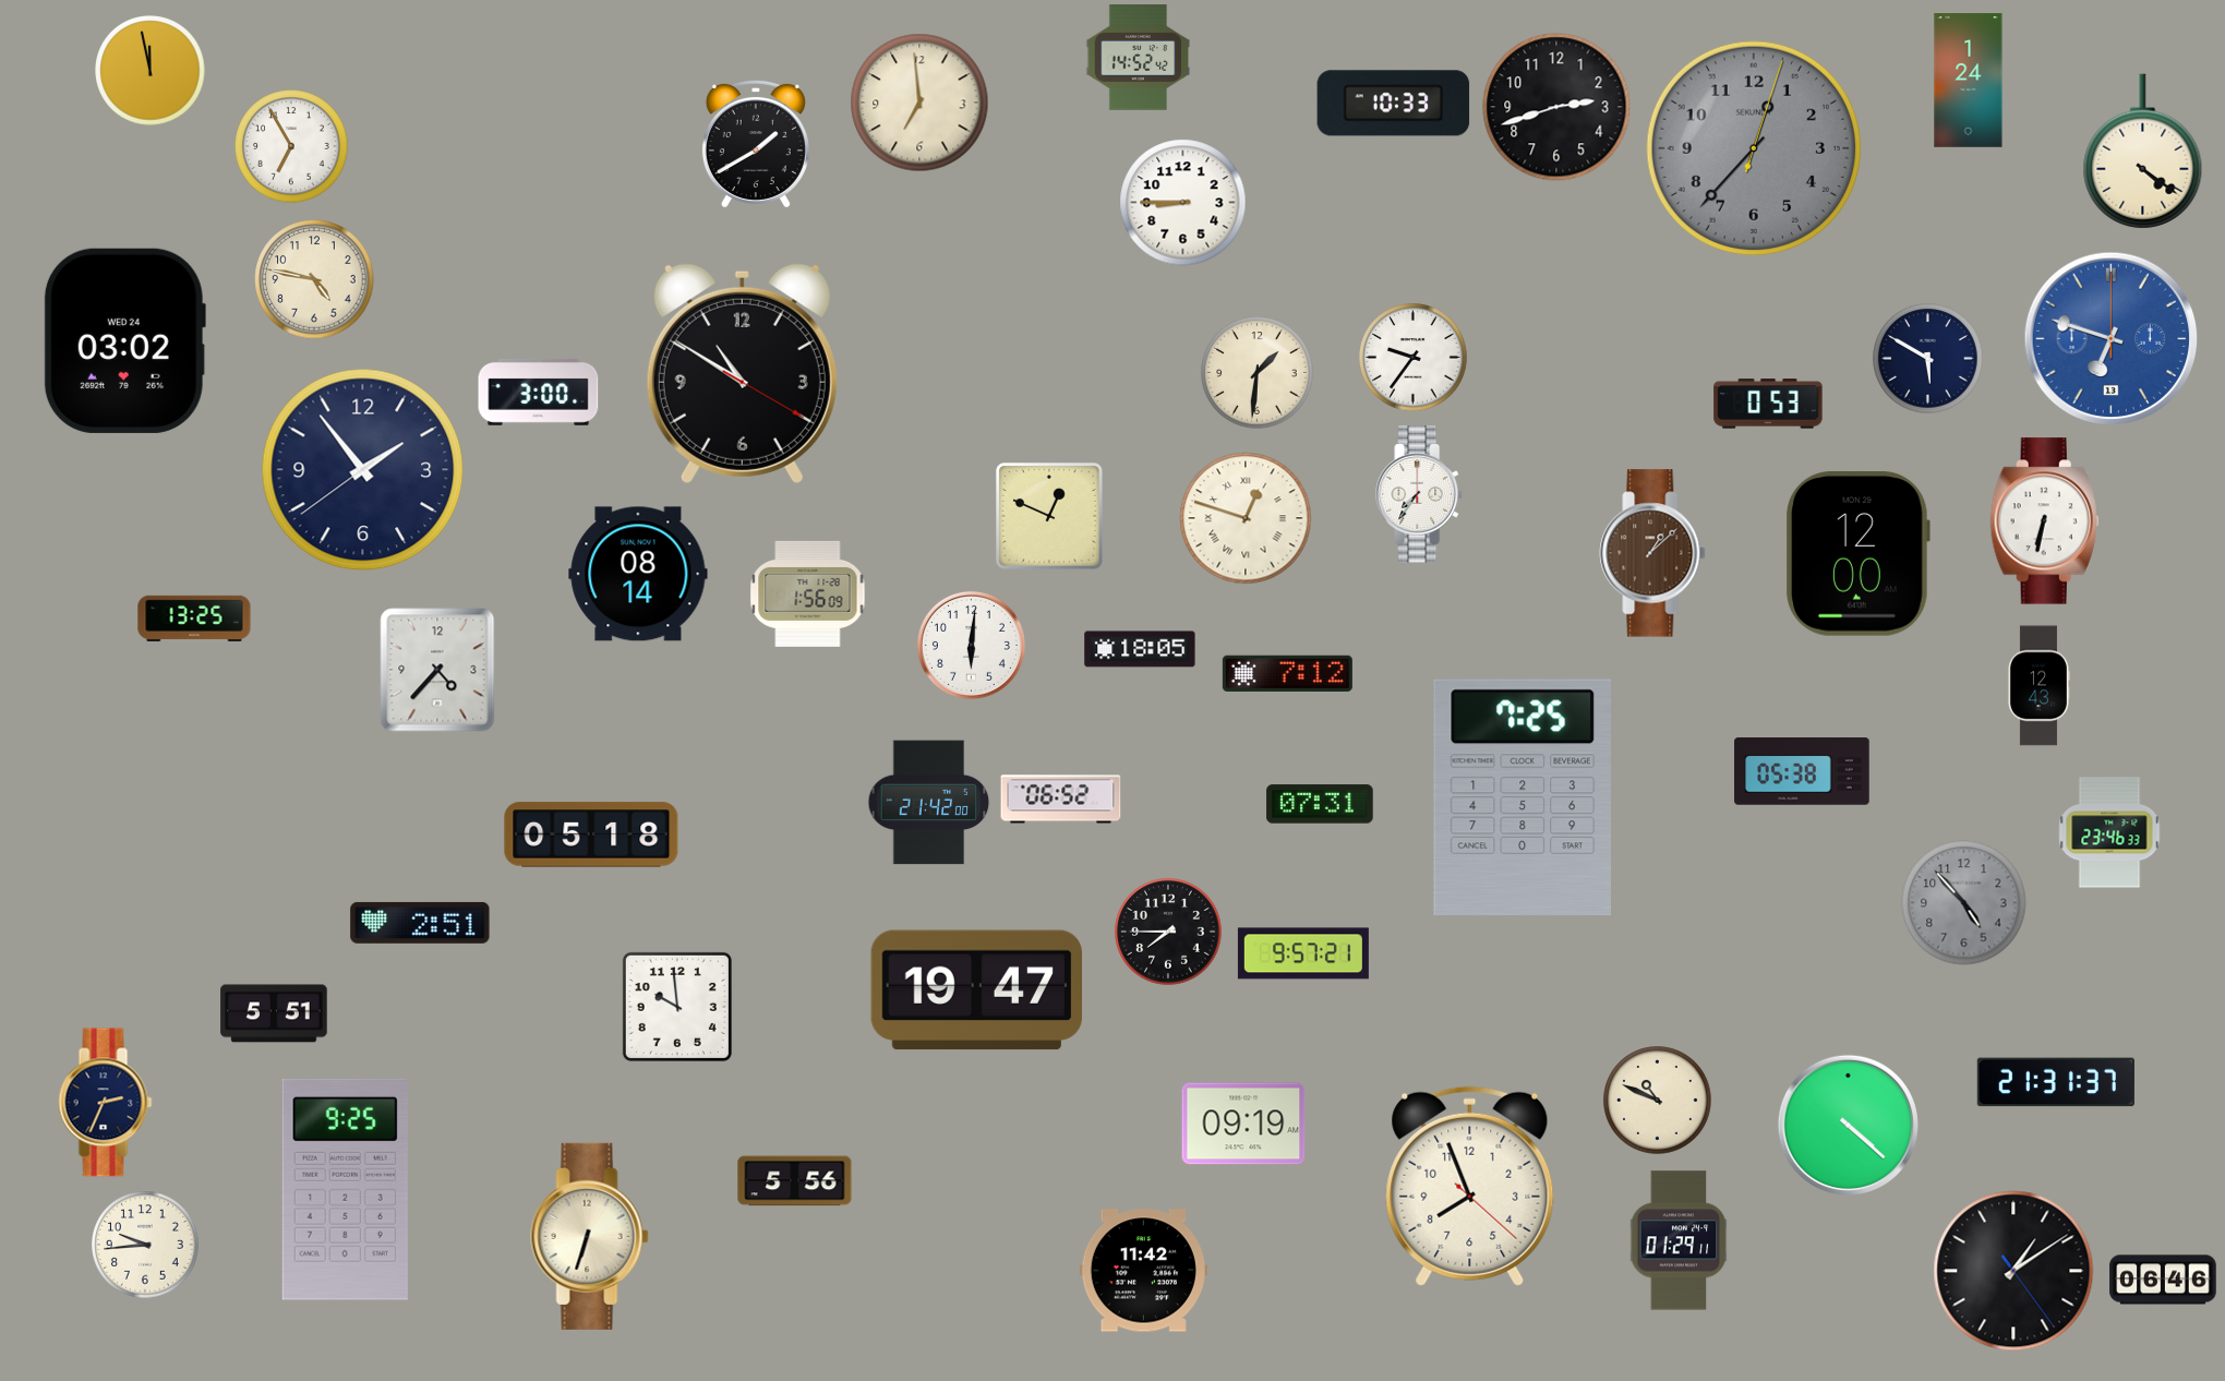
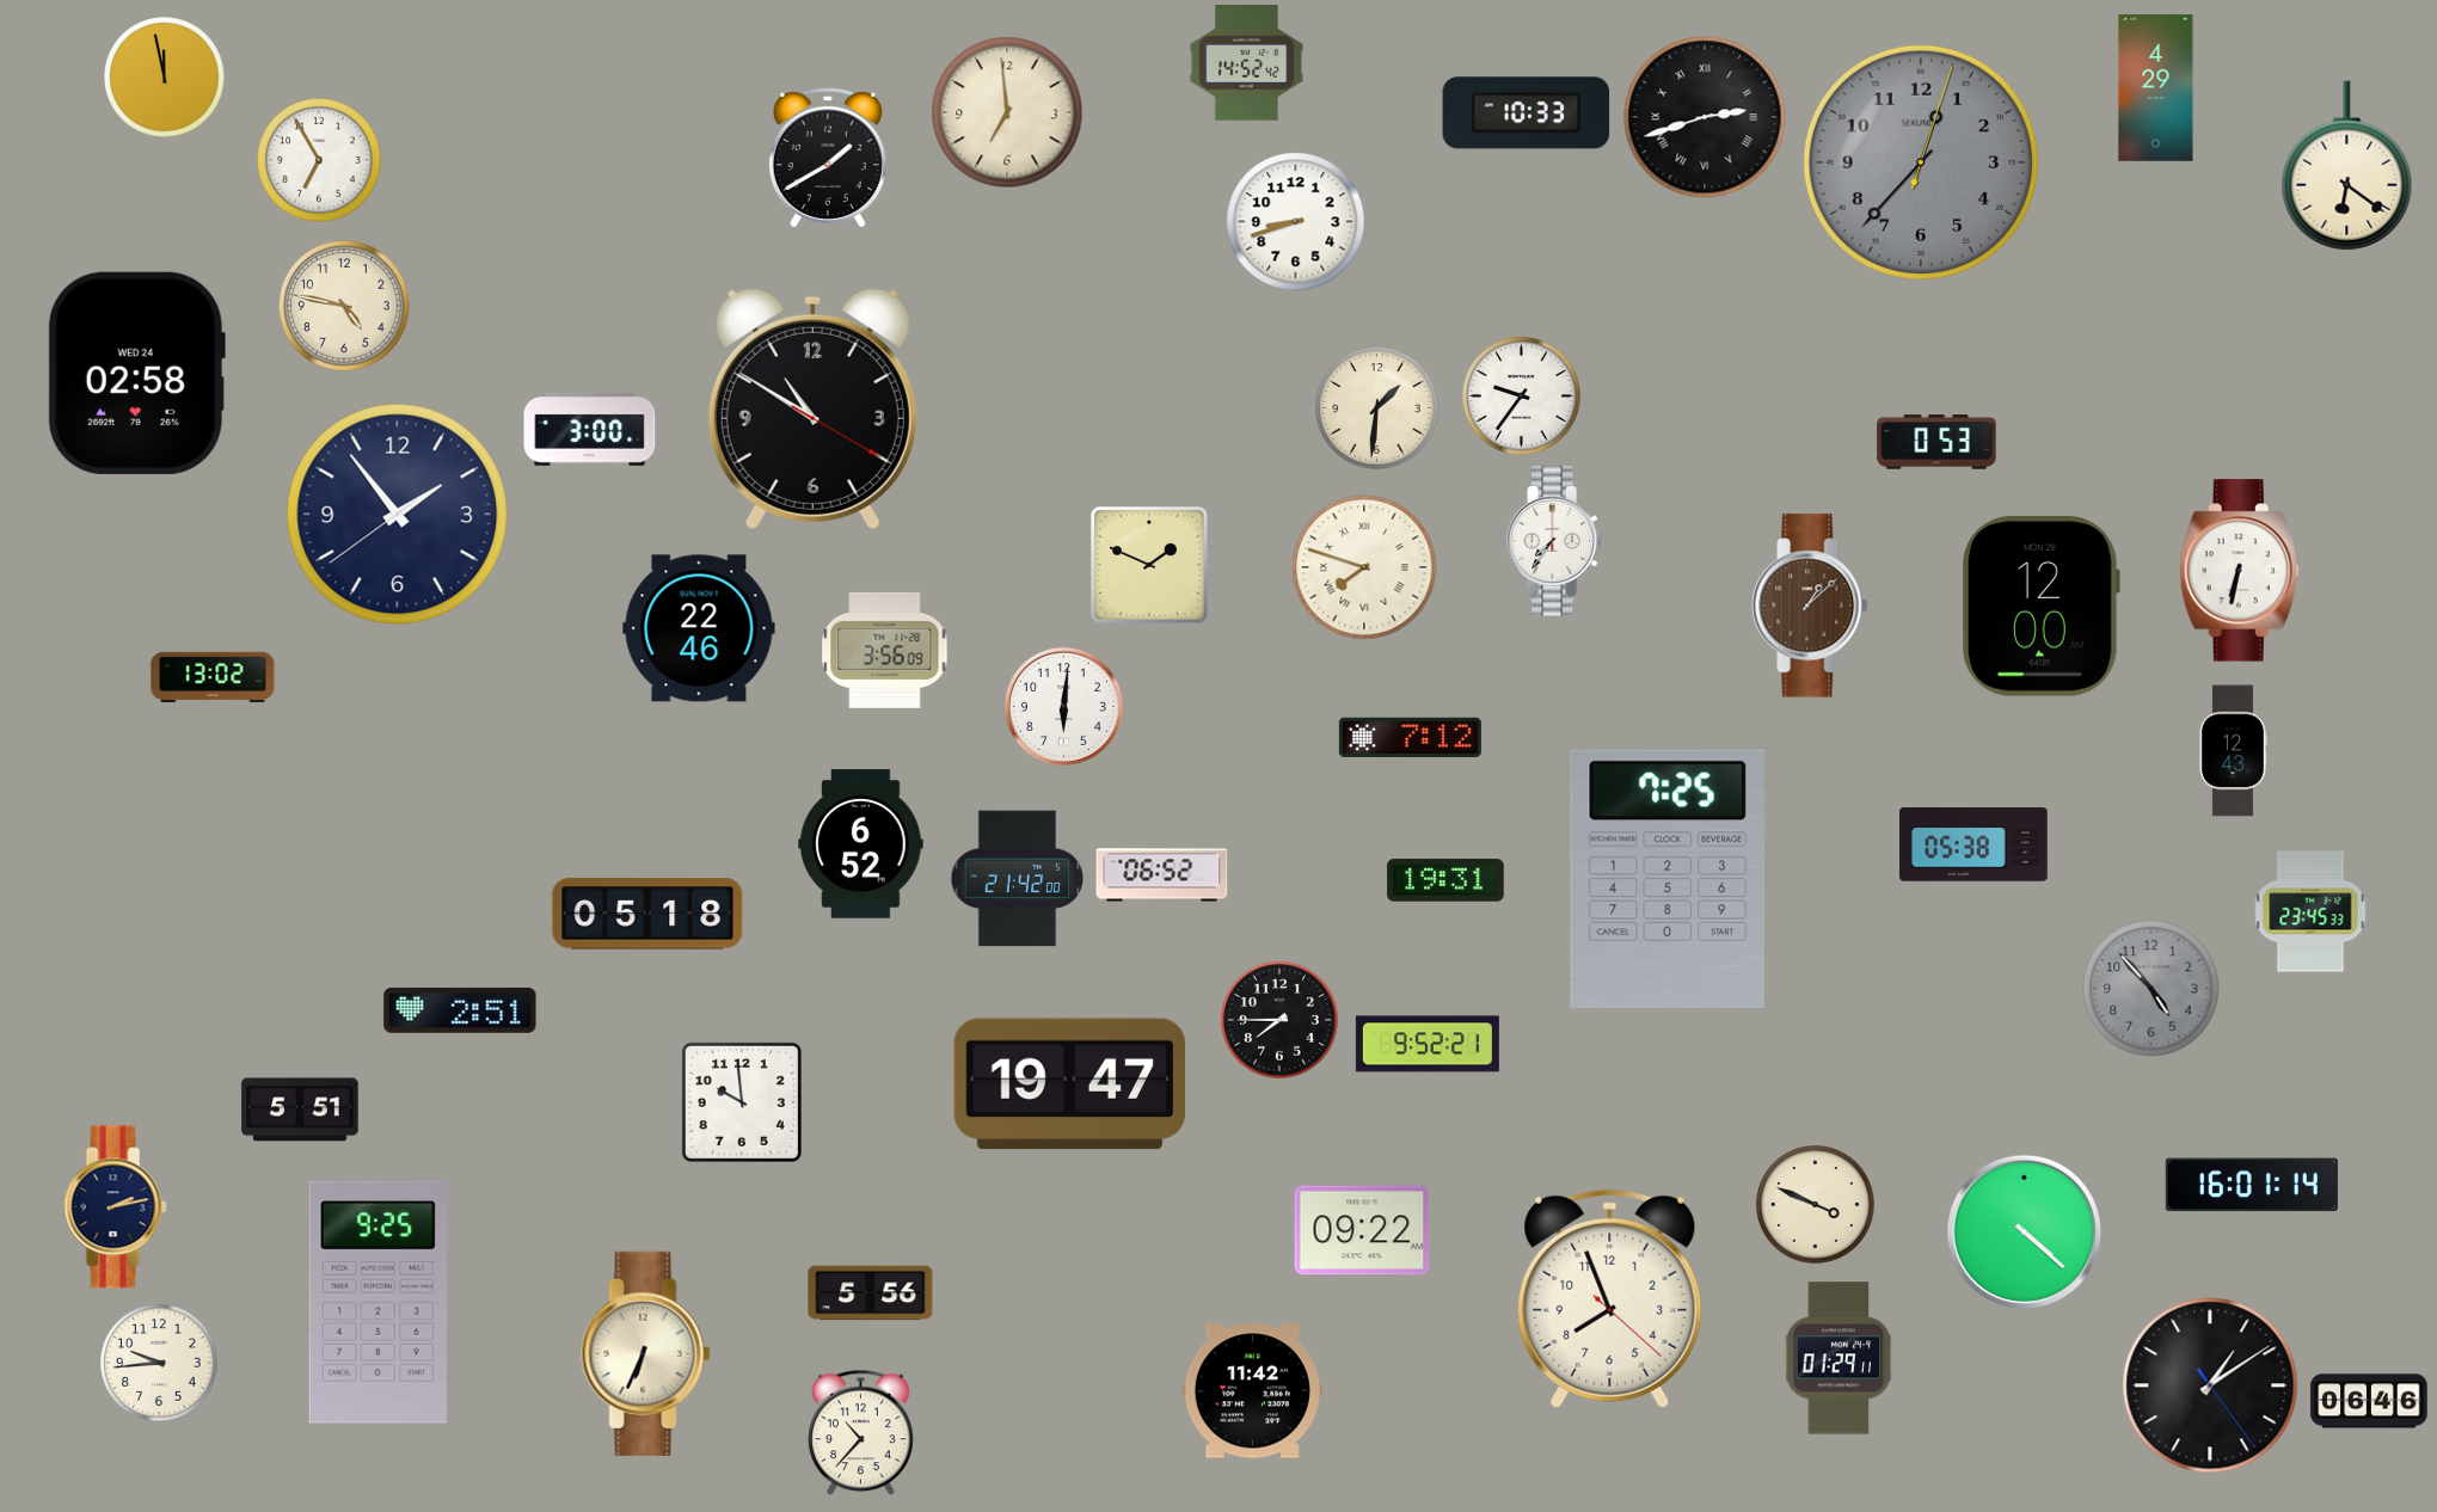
clock at (1969, 81): 1:24 -> 4:29
clock at (1556, 107) numerals: Arabic -> Roman
clock at (2143, 152): 4:21 -> 6:21
clock at (1183, 203): 8:45 -> 8:42
clock at (2112, 339): 6:48 -> none
clock at (124, 340): 03:02 -> 02:58
clock at (1414, 358) position: (1414, 358) -> (1522, 397)
clock at (1928, 359): 5:50 -> none
clock at (1050, 517): 12:49 -> 1:49
clock at (1246, 518): 12:48 -> 7:48
clock at (1857, 554) position: (1857, 554) -> (2040, 607)
clock at (638, 574): 08:14 -> 22:46
clock at (808, 593): 1:56 -> 3:56
clock at (194, 619): 13:25 -> 13:02
clock at (1140, 649): 18:05 -> none
clock at (437, 670): 4:37 -> none
clock at (861, 844): none -> 6:52
clock at (1522, 796) position: (1522, 796) -> (1666, 878)
clock at (1320, 804): 07:31 -> 19:31
clock at (2109, 832): 23:46 -> 23:45
clock at (1303, 953): 9:57 -> 9:52
clock at (2056, 1082): 21:31 -> 16:01
clock at (1658, 1101): 10:49 -> 3:49
clock at (106, 1103): 2:34 -> 2:13
clock at (1243, 1124): 09:19 -> 09:22
clock at (590, 1236): 6:33 -> 6:34
clock at (2013, 1271) position: (2013, 1271) -> (2210, 1385)
clock at (861, 1433): none -> 10:37
